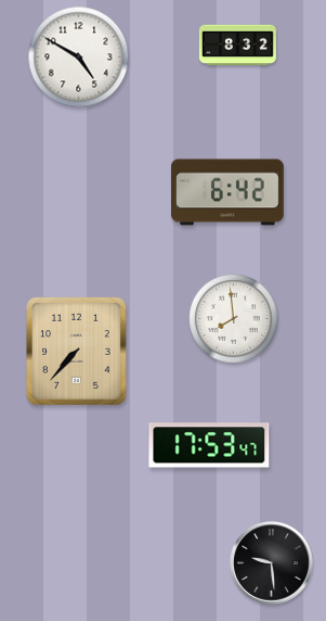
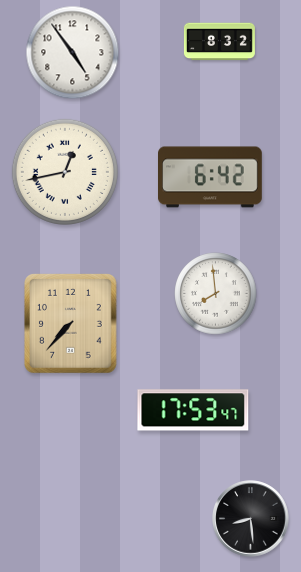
clock at (79, 58): 4:50 -> 4:54
clock at (65, 172): none -> 12:43
clock at (272, 563): 9:29 -> 8:29
